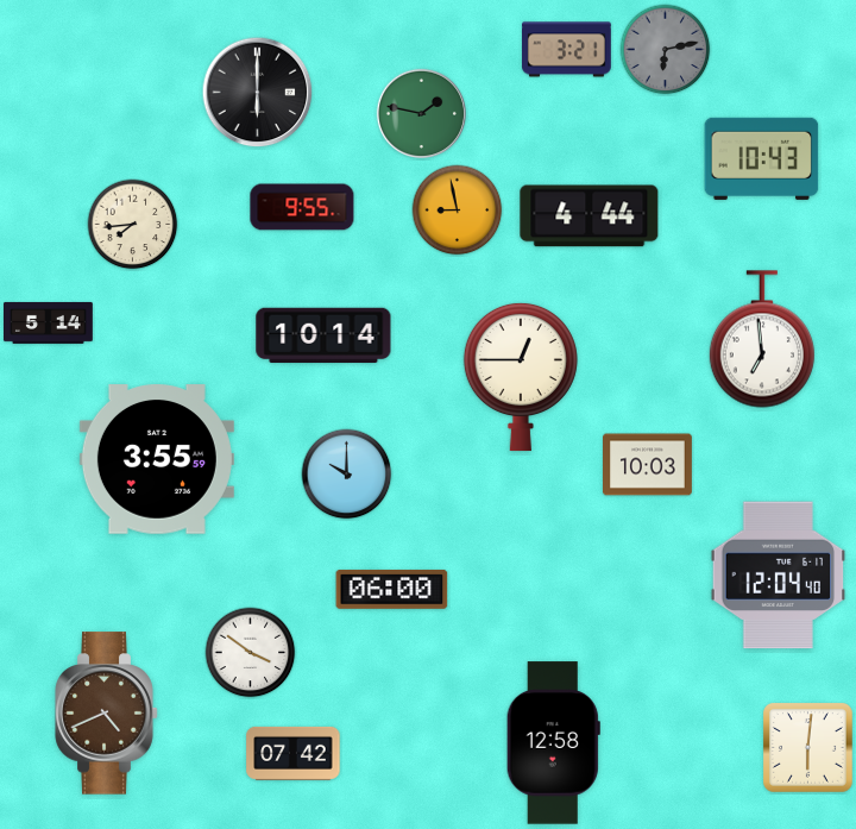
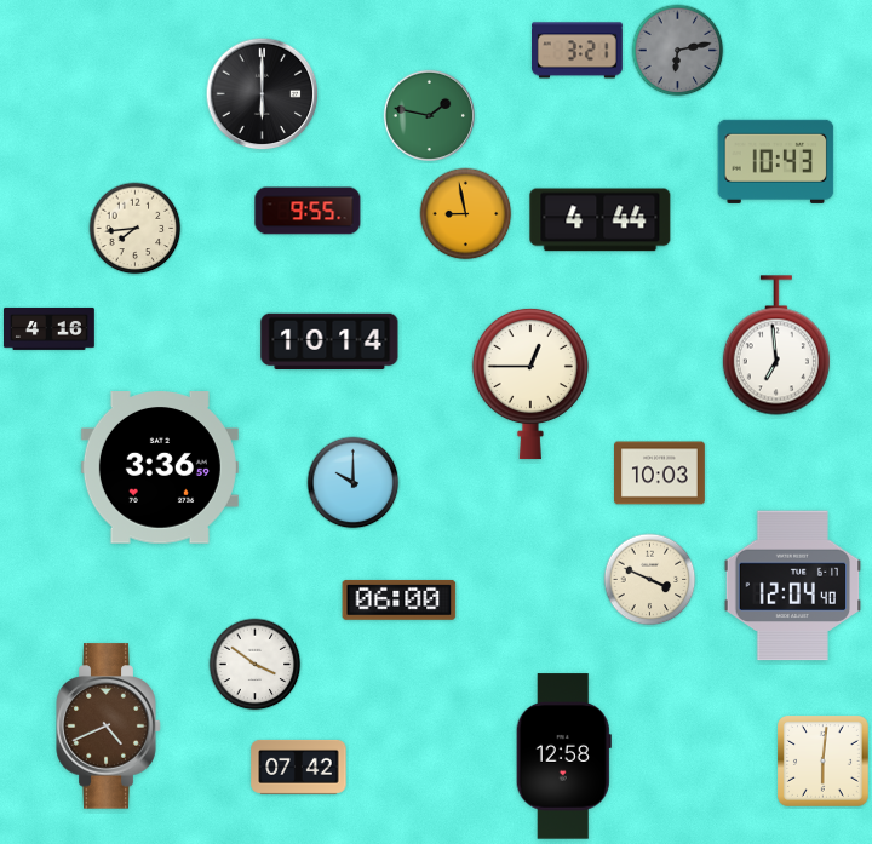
clock at (49, 322): 5:14 -> 4:16
clock at (157, 459): 3:55 -> 3:36
clock at (650, 580): none -> 3:49
